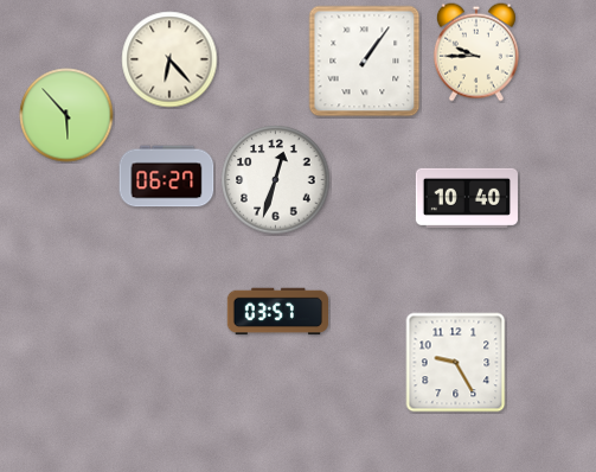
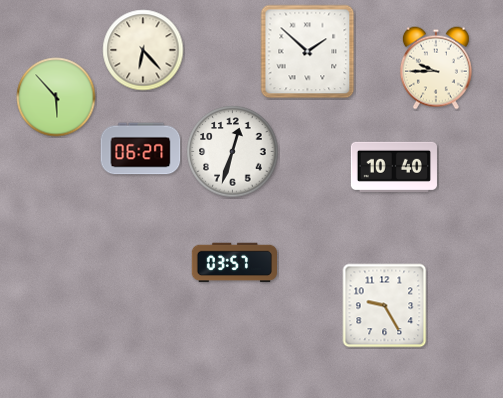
clock at (476, 52) position: (476, 52) -> (436, 68)
clock at (365, 62): 1:06 -> 1:52
